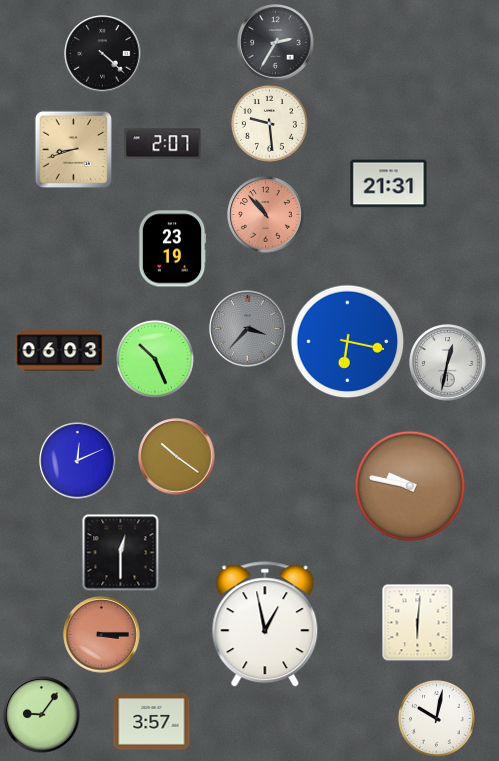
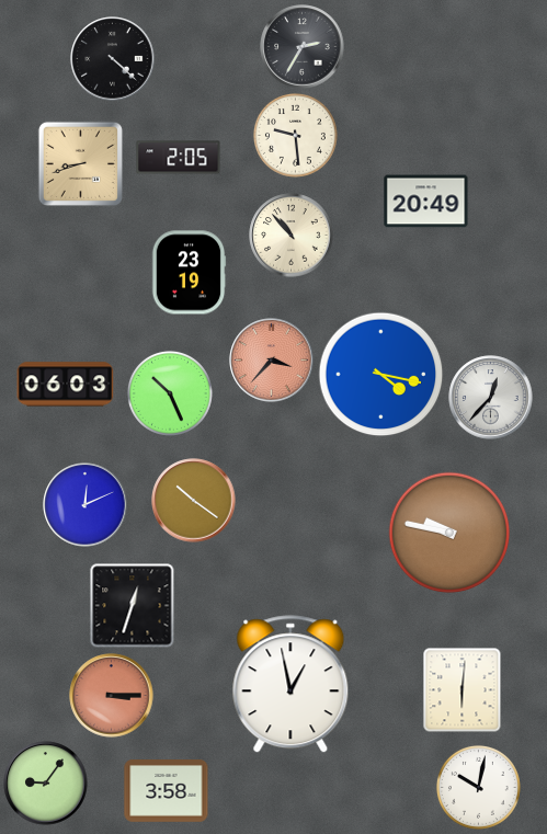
clock at (163, 144): 2:07 -> 2:05
clock at (389, 184): 21:31 -> 20:49
clock at (266, 215) dial: salmon -> cream
clock at (248, 329) dial: grey -> salmon
clock at (348, 342): 6:17 -> 4:17
clock at (448, 363): 12:32 -> 12:37
clock at (121, 553): 12:30 -> 12:33
clock at (418, 622) position: (418, 622) -> (463, 689)
clock at (152, 722): 3:57 -> 3:58
